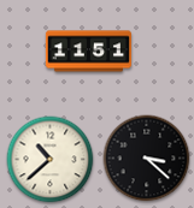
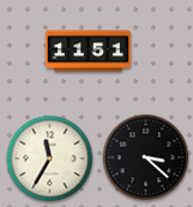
clock at (51, 160): 10:38 -> 11:35
